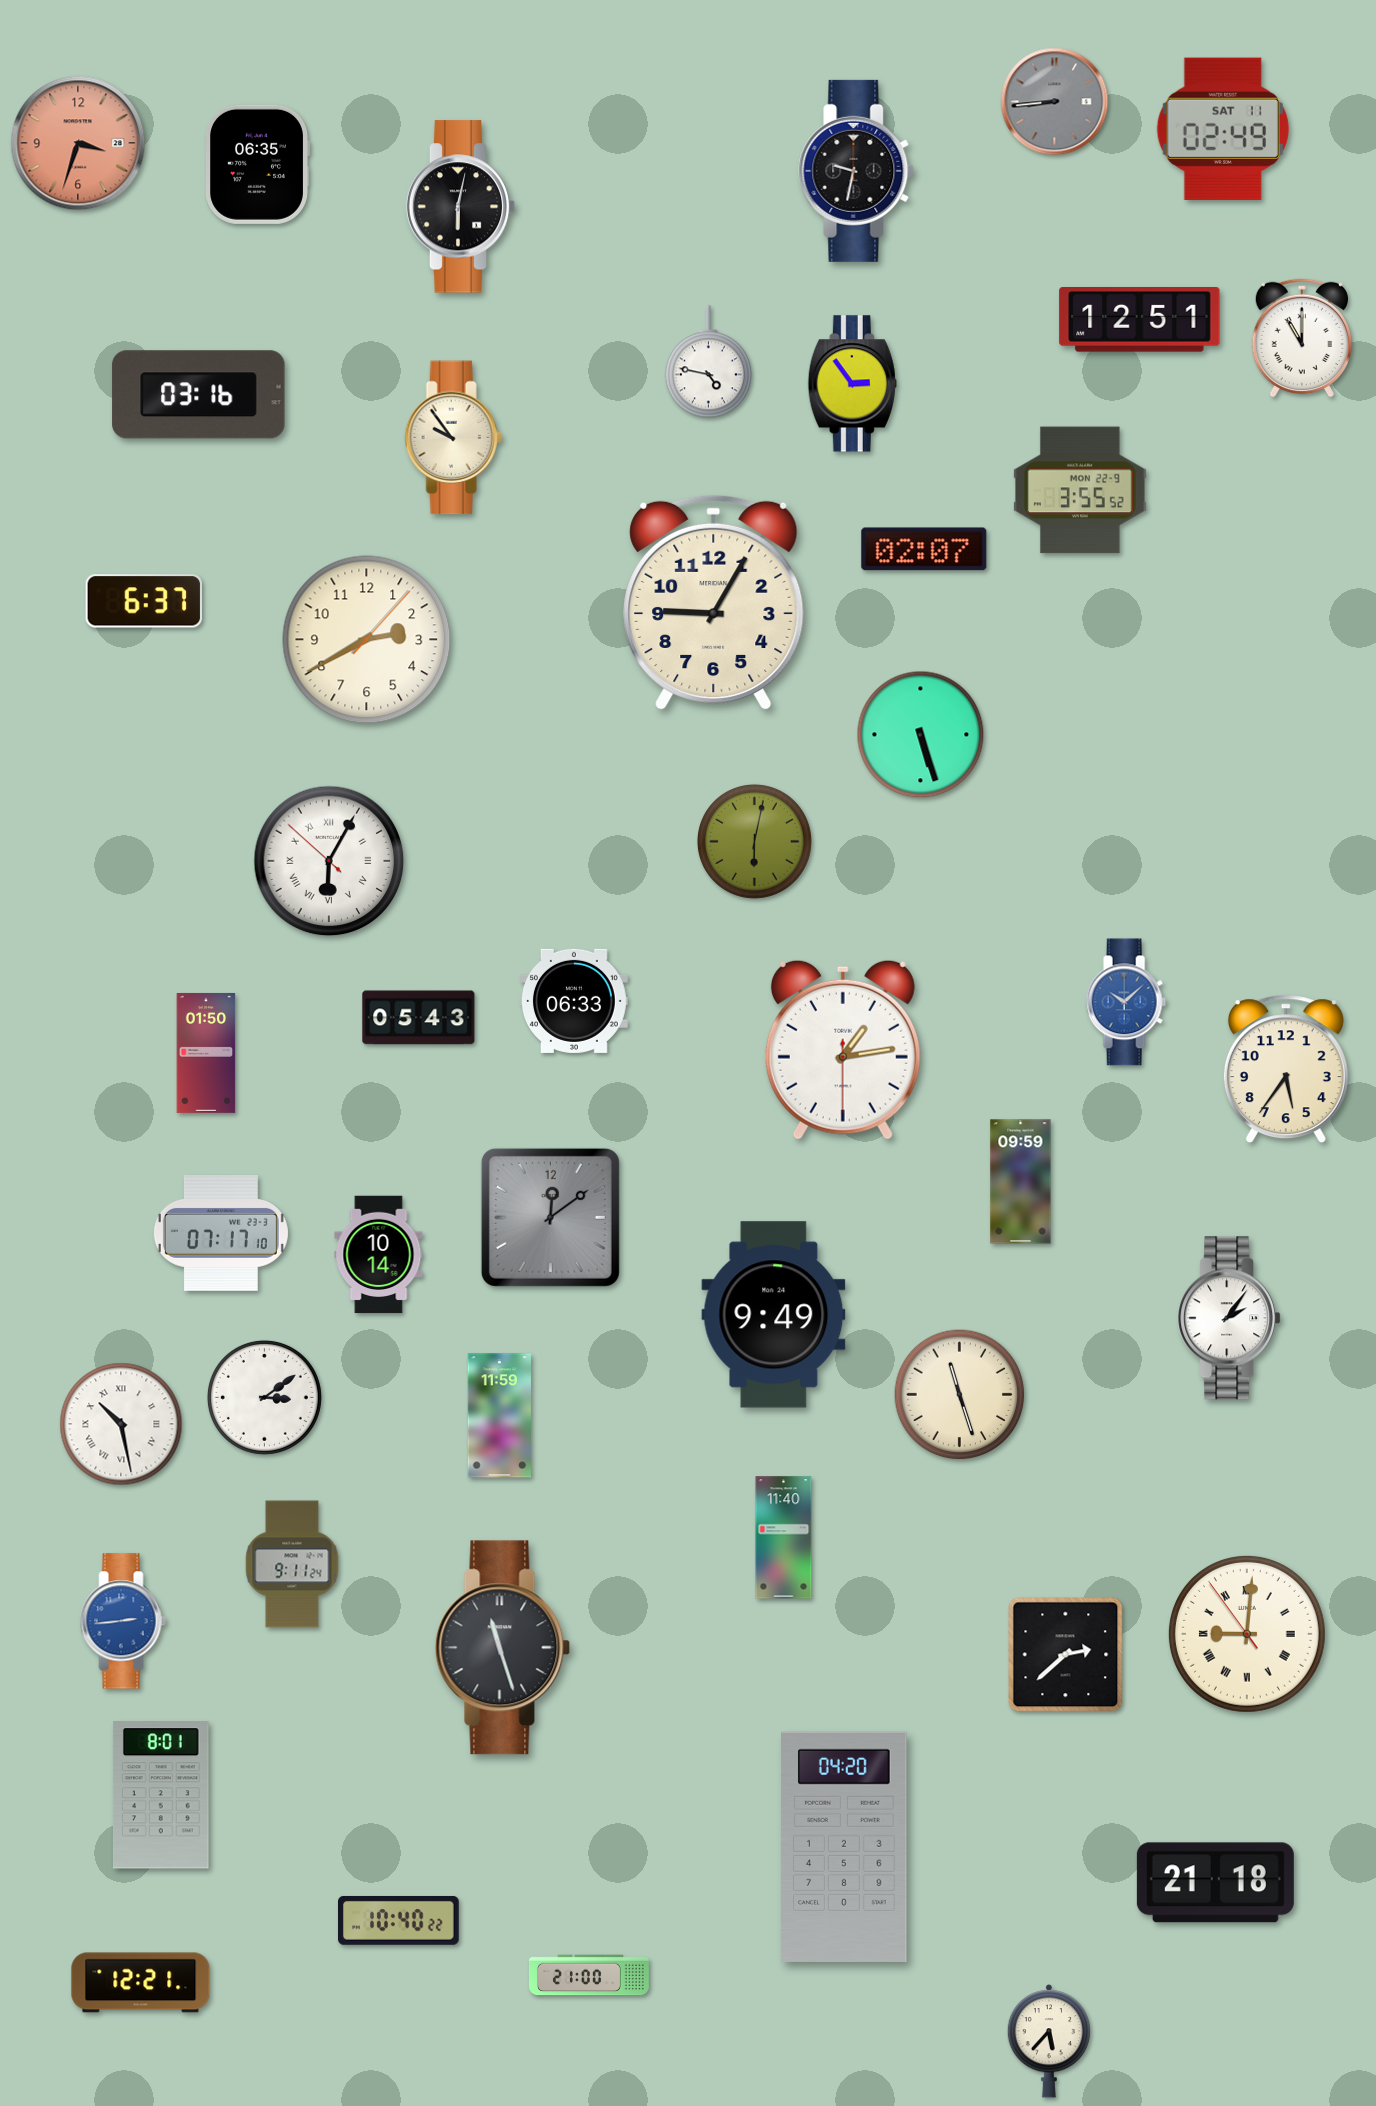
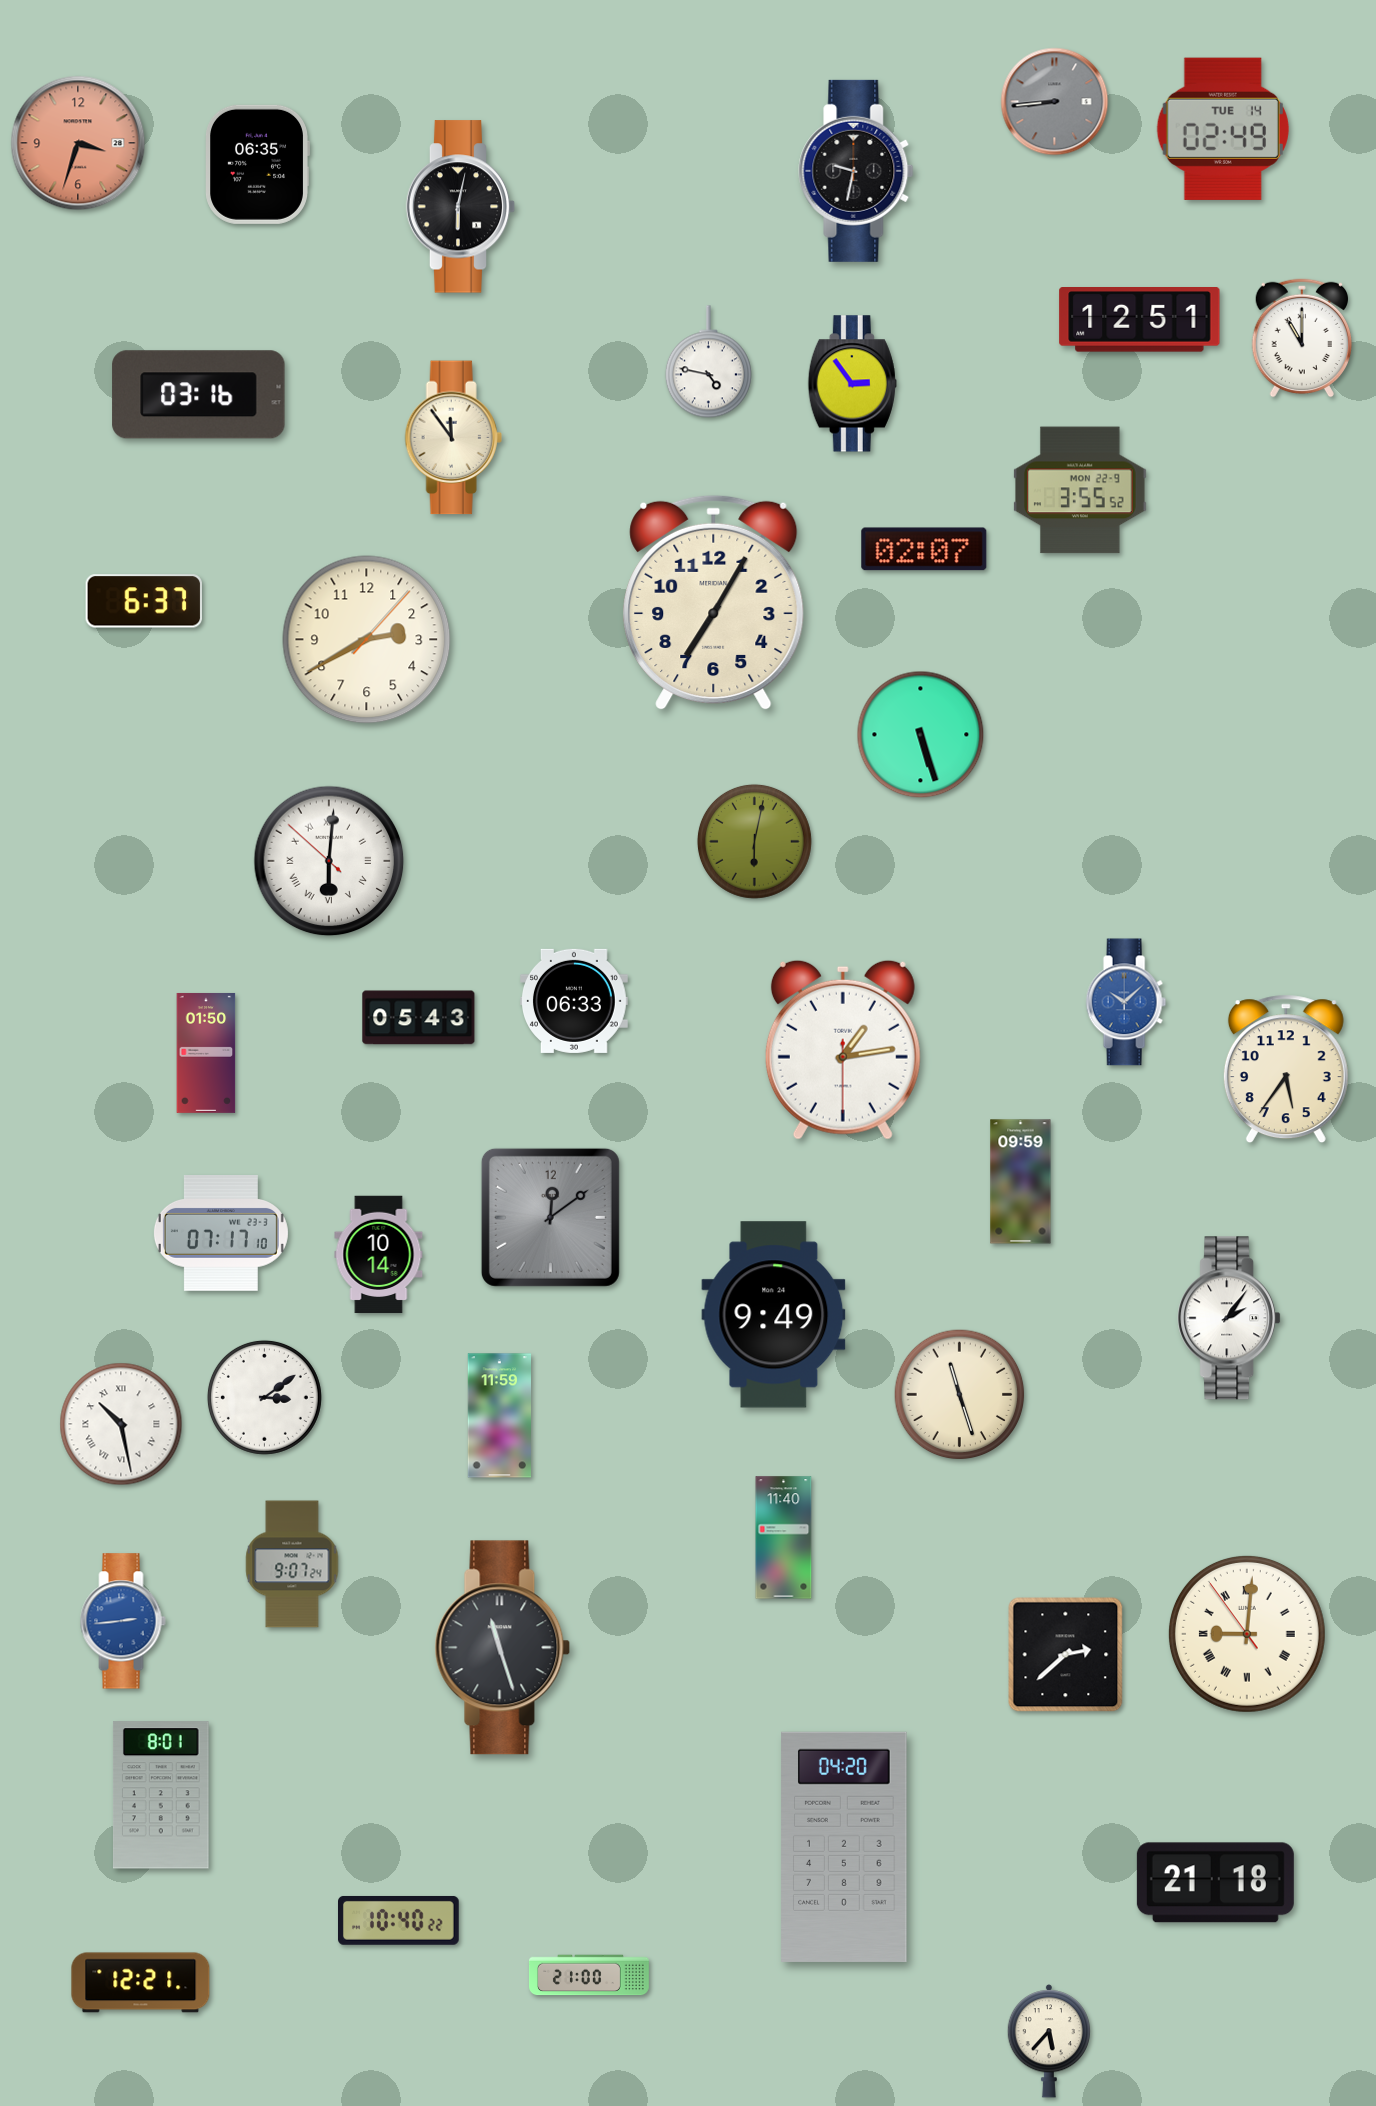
clock at (1223, 129) date: SAT 11 -> TUE 14
clock at (453, 438): 9:54 -> 11:54
clock at (714, 603): 9:05 -> 7:05
clock at (329, 861): 6:04 -> 6:00
clock at (292, 1564): 9:11 -> 9:07
